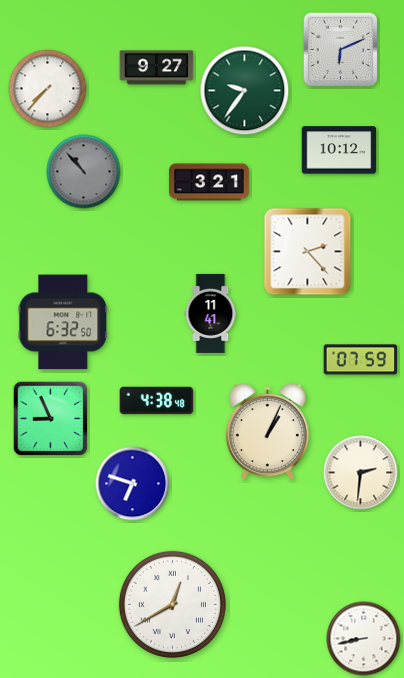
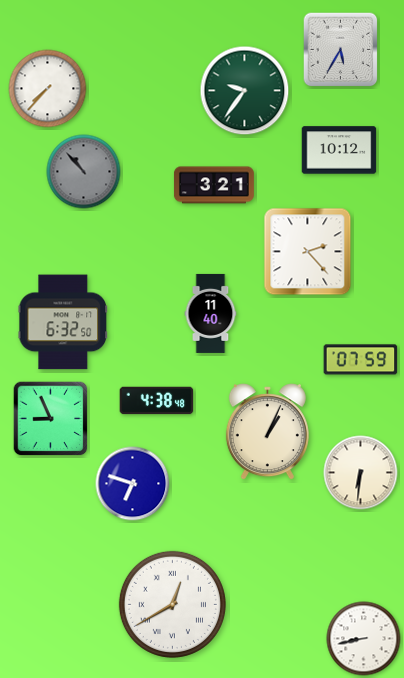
clock at (341, 50): 6:11 -> 5:35
clock at (157, 68): 9:27 -> none
clock at (209, 182) position: (209, 182) -> (214, 185)
clock at (211, 313): 11:41 -> 11:40
clock at (361, 473): 2:31 -> 6:31
